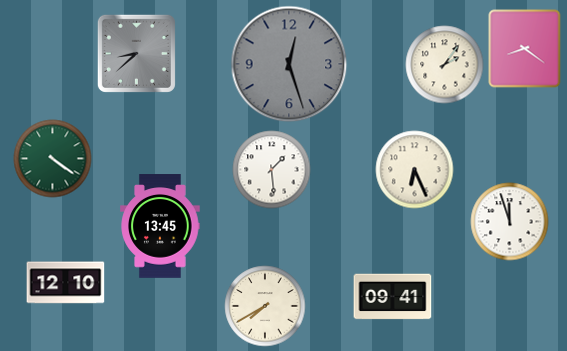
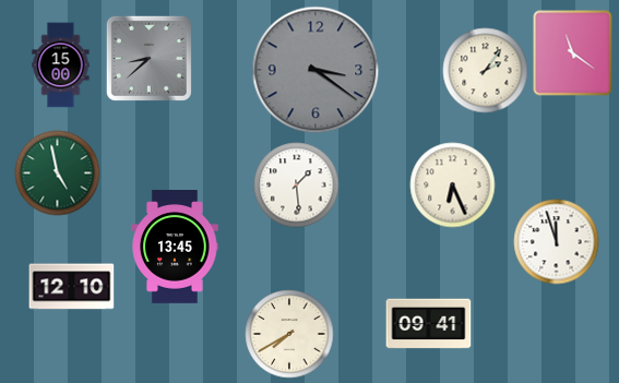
clock at (525, 48): 8:21 -> 11:21
clock at (61, 64): none -> 15:00
clock at (289, 64): 12:27 -> 3:21
clock at (52, 158): 4:21 -> 4:58
clock at (65, 283) position: (65, 283) -> (71, 287)
